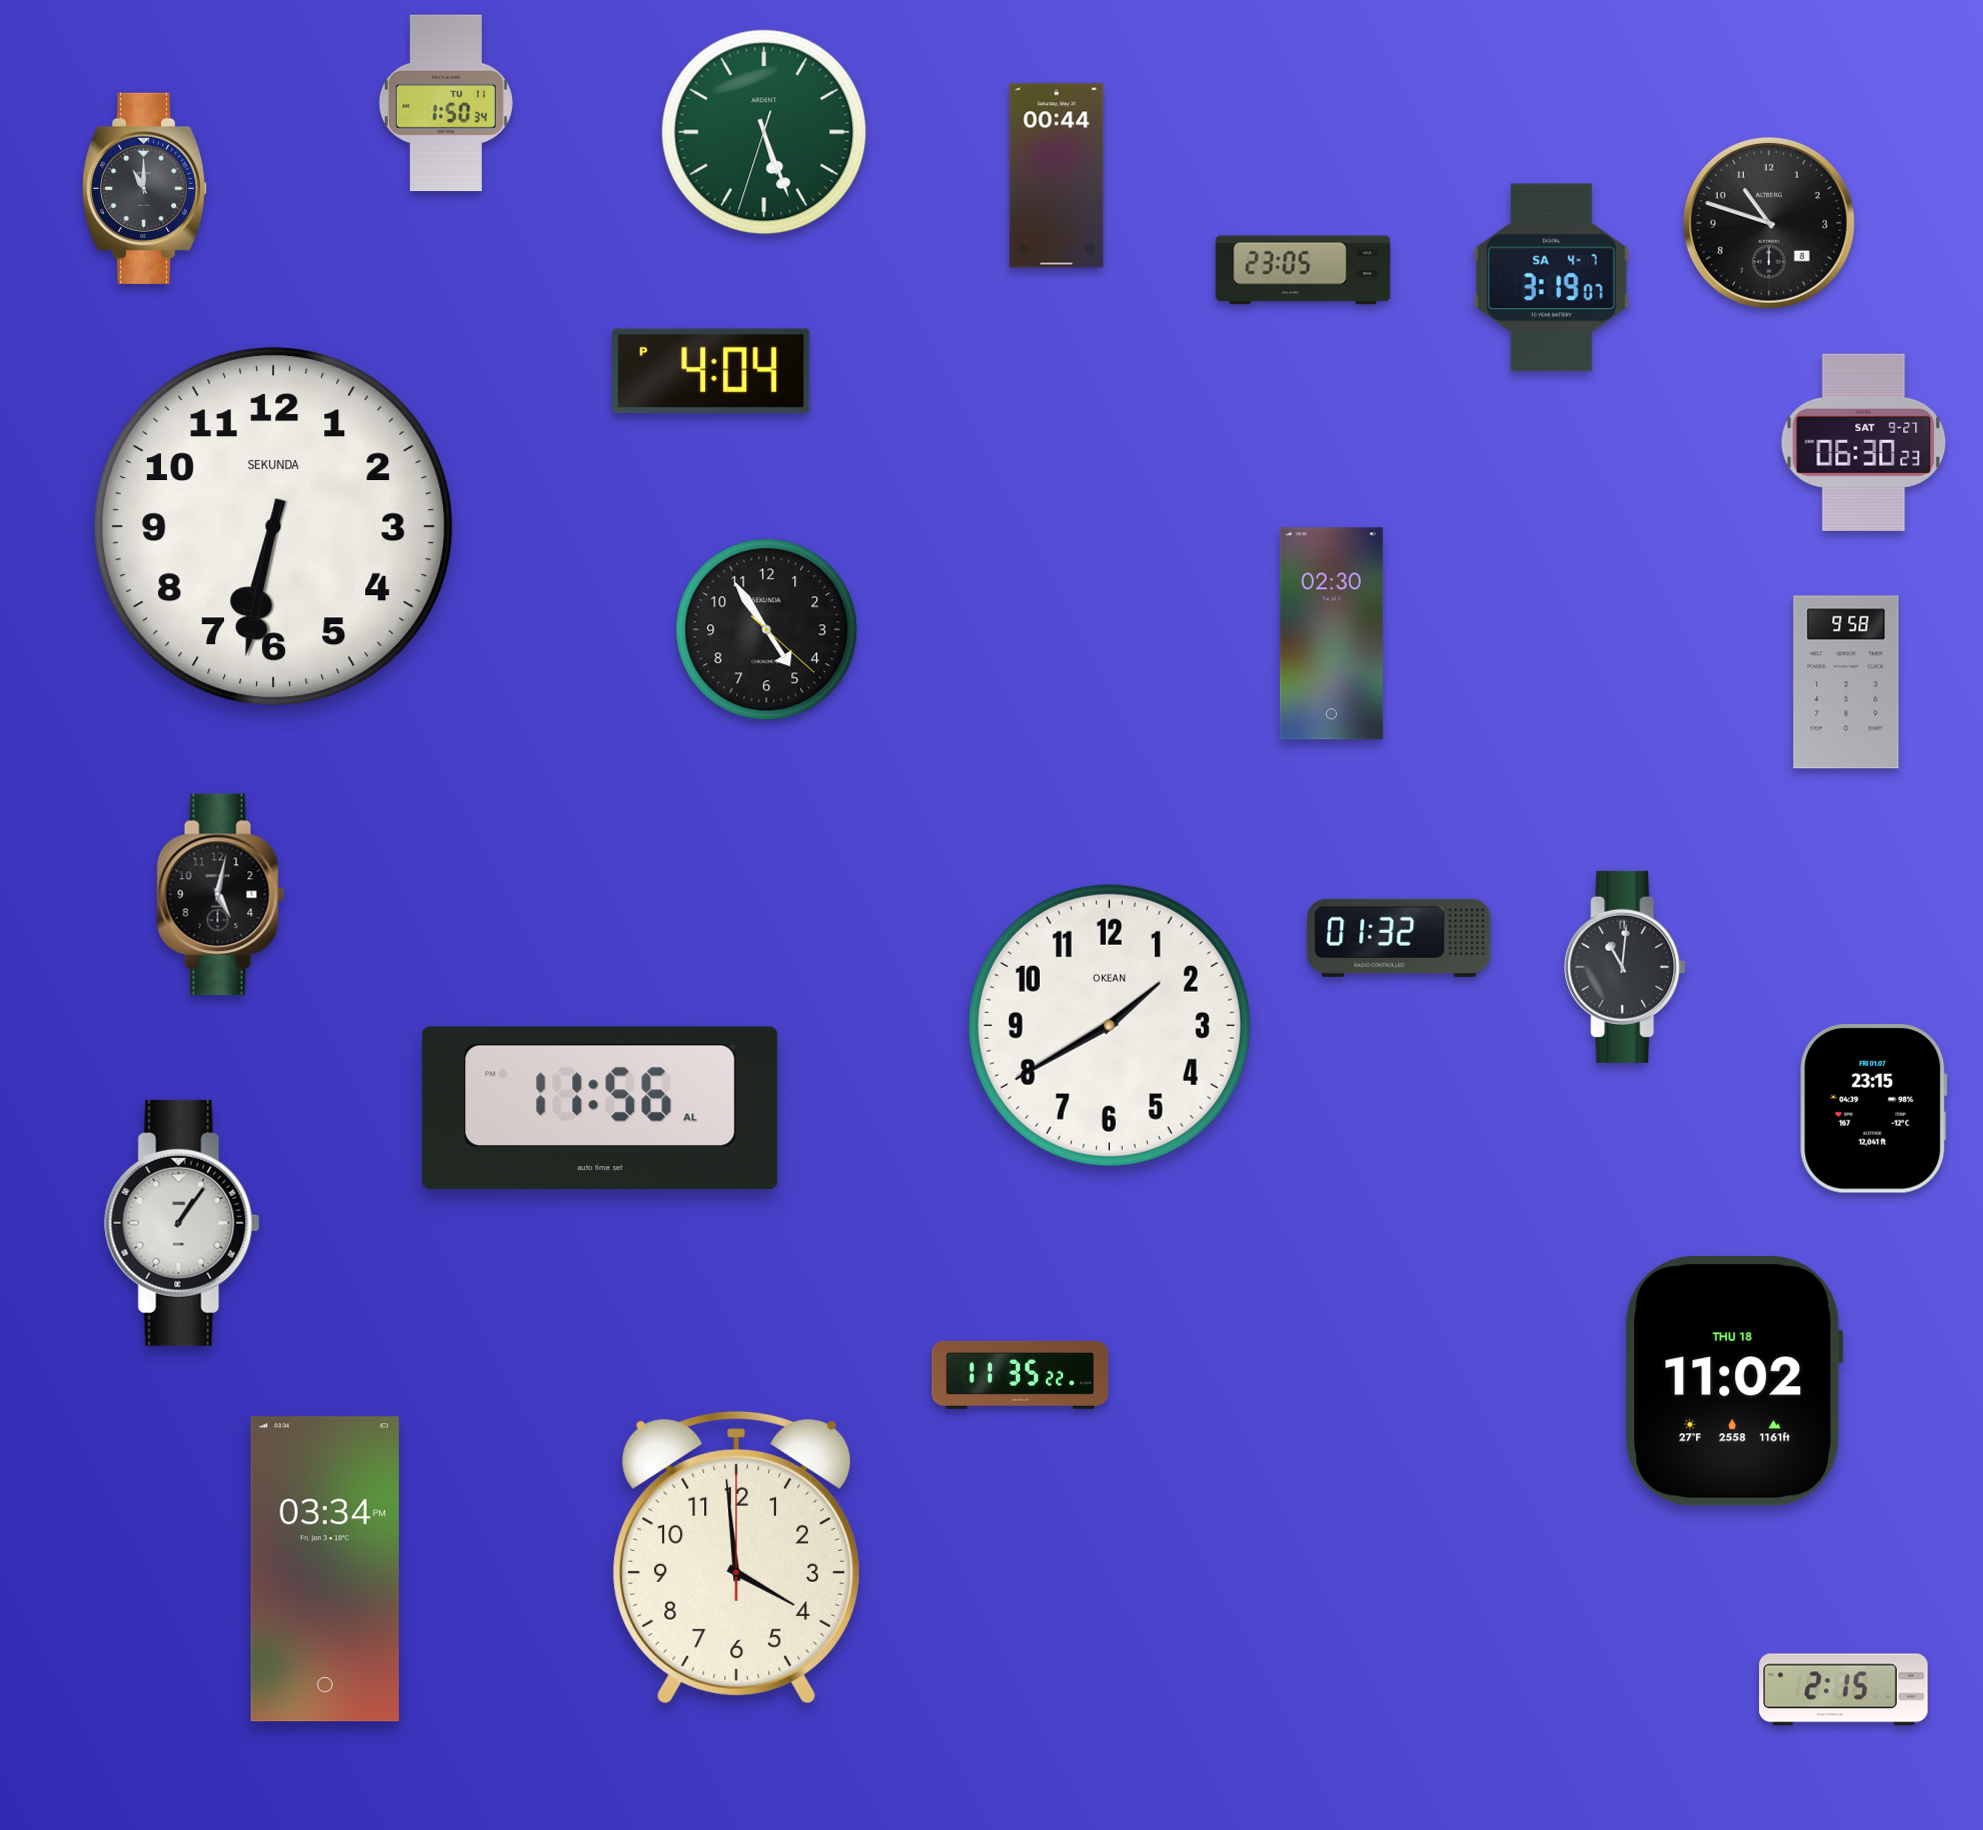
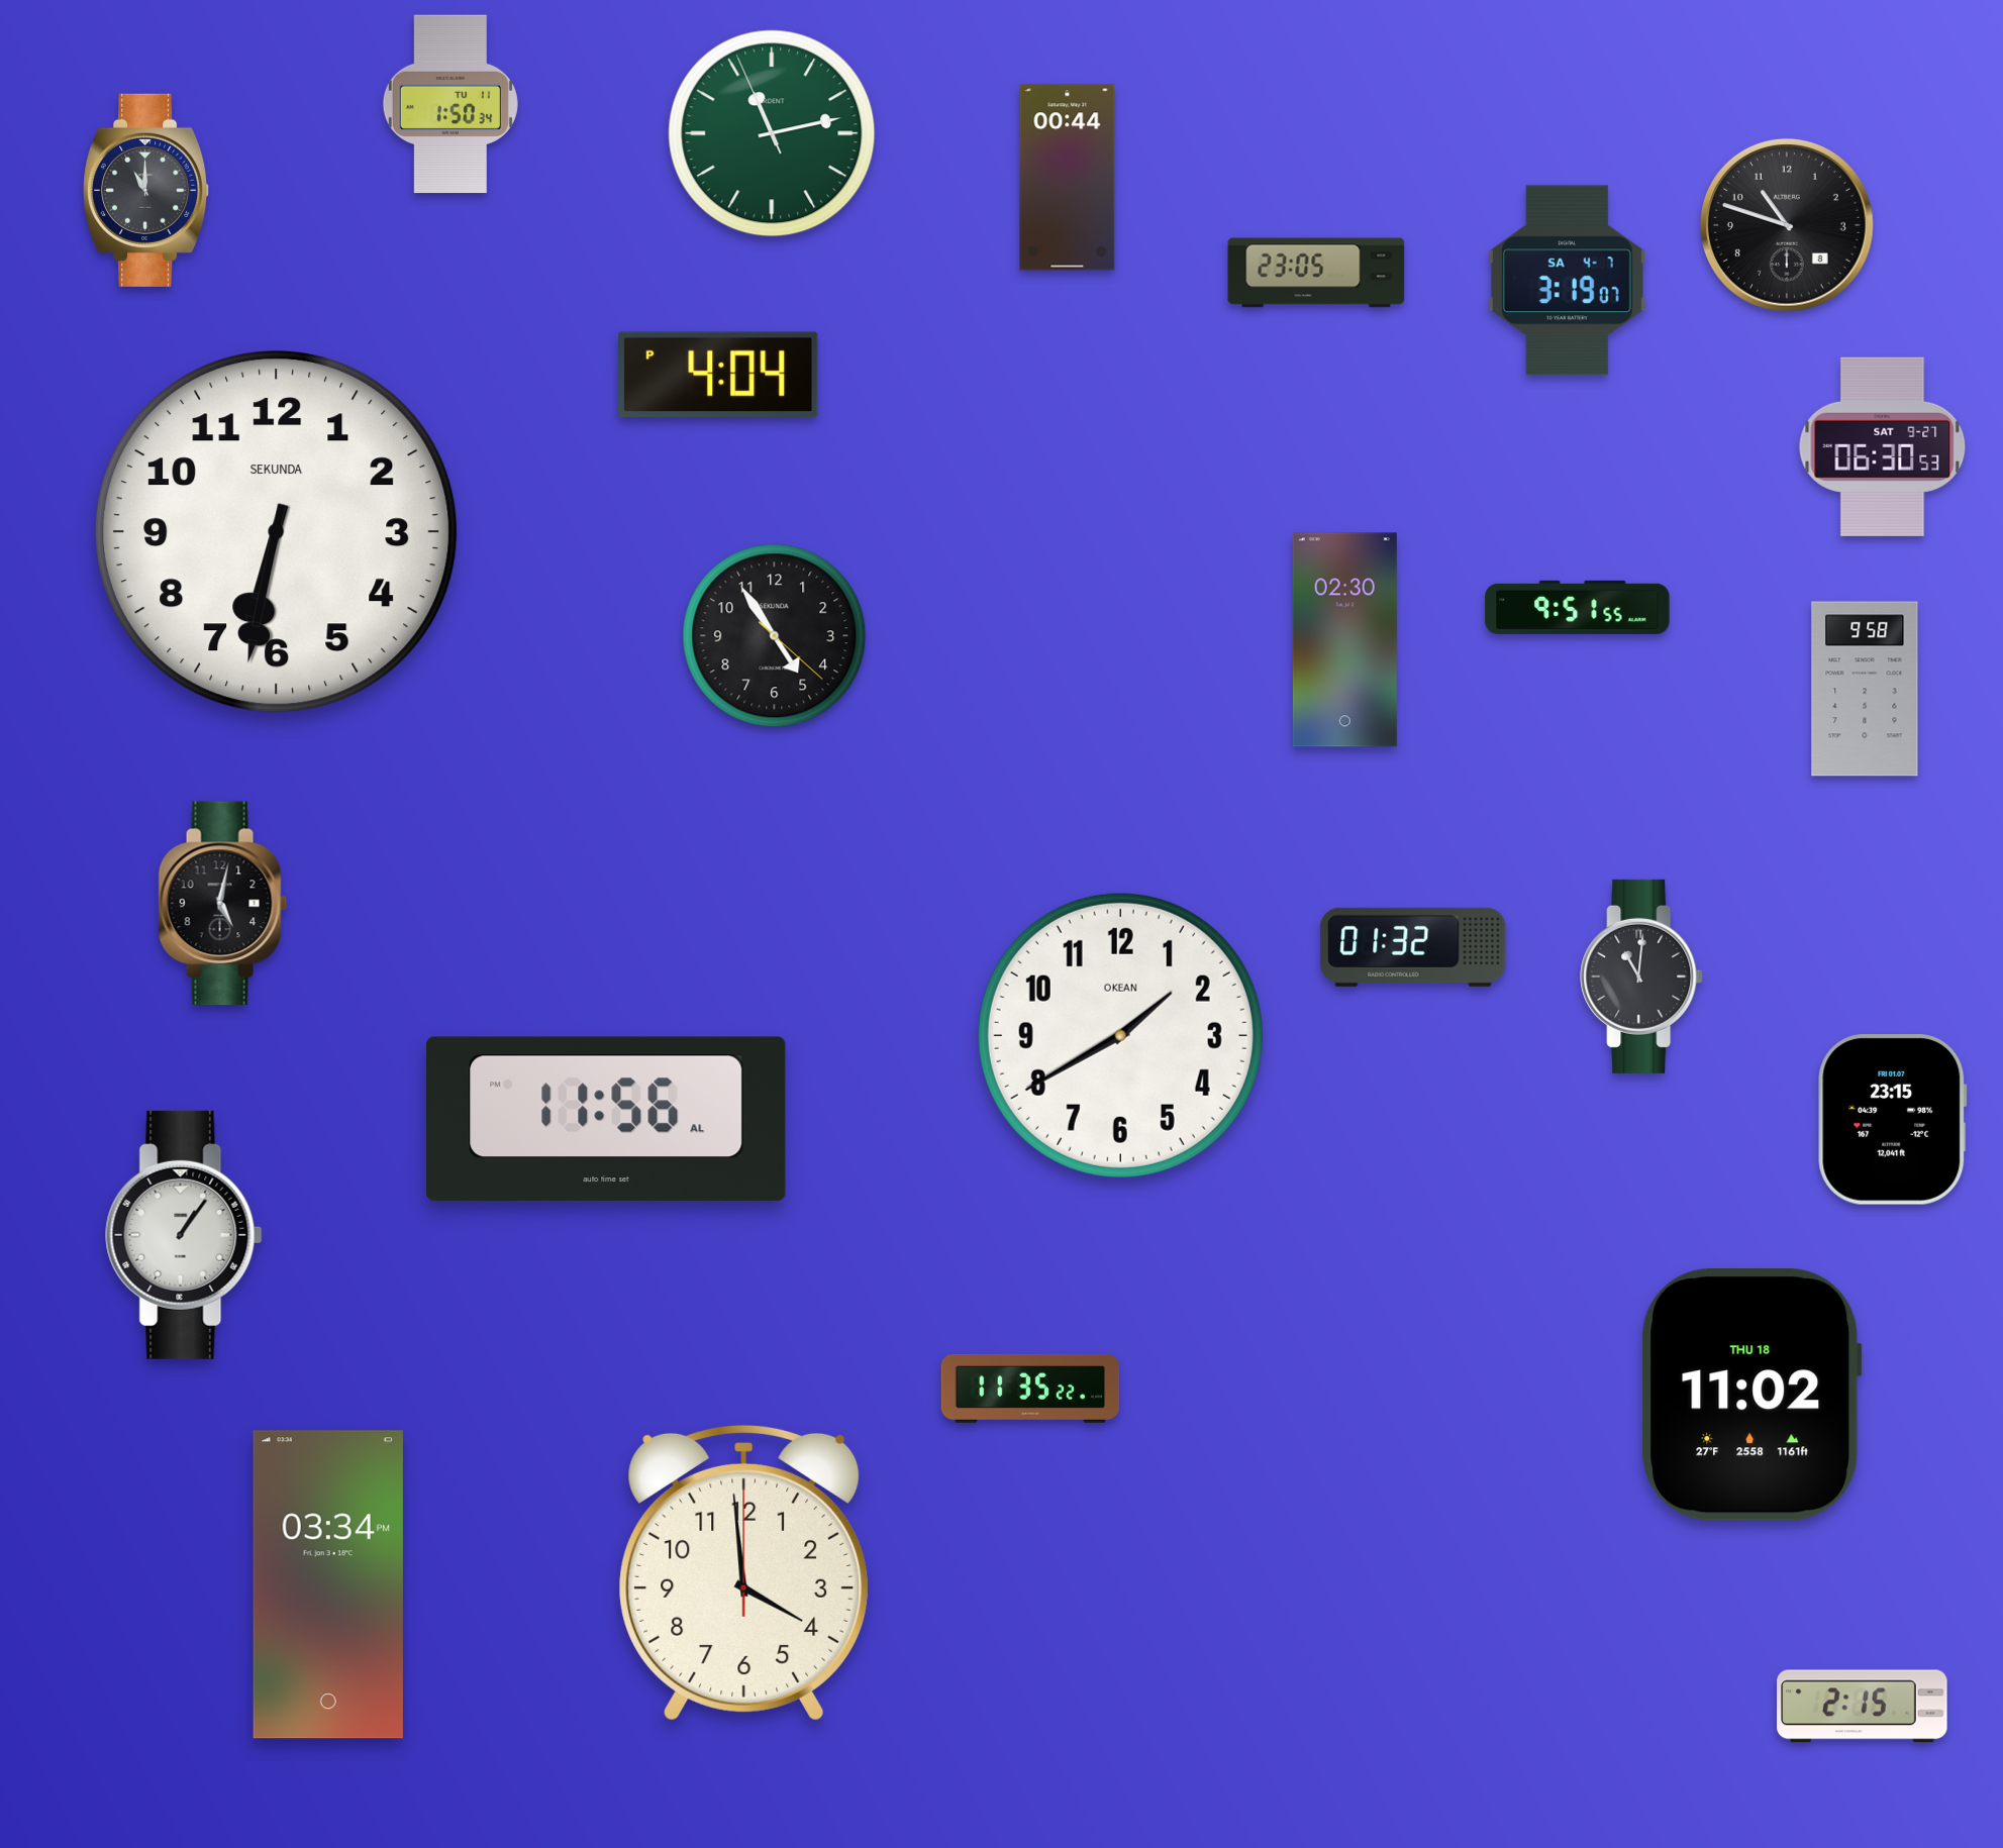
clock at (764, 132): 5:26 -> 11:12
clock at (1864, 442): 06:30:23 -> 06:30:53
clock at (1578, 607): none -> 9:51
